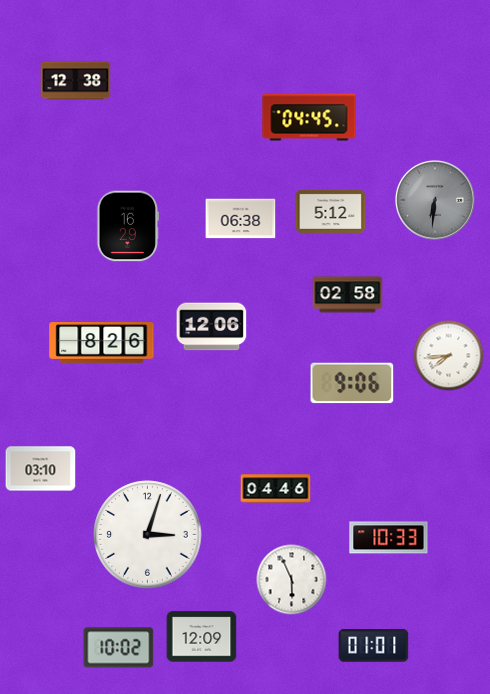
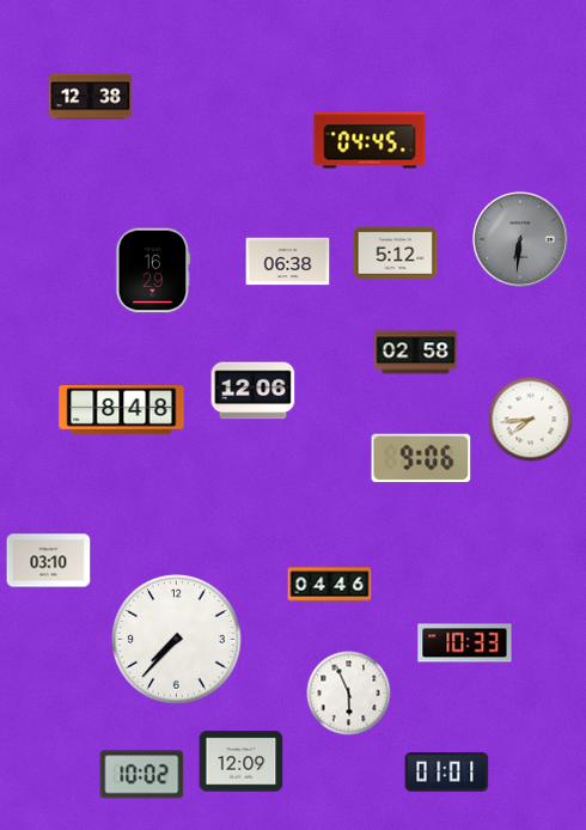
clock at (102, 343): 8:26 -> 8:48
clock at (449, 356) position: (449, 356) -> (531, 420)
clock at (148, 535): 3:03 -> 7:37
